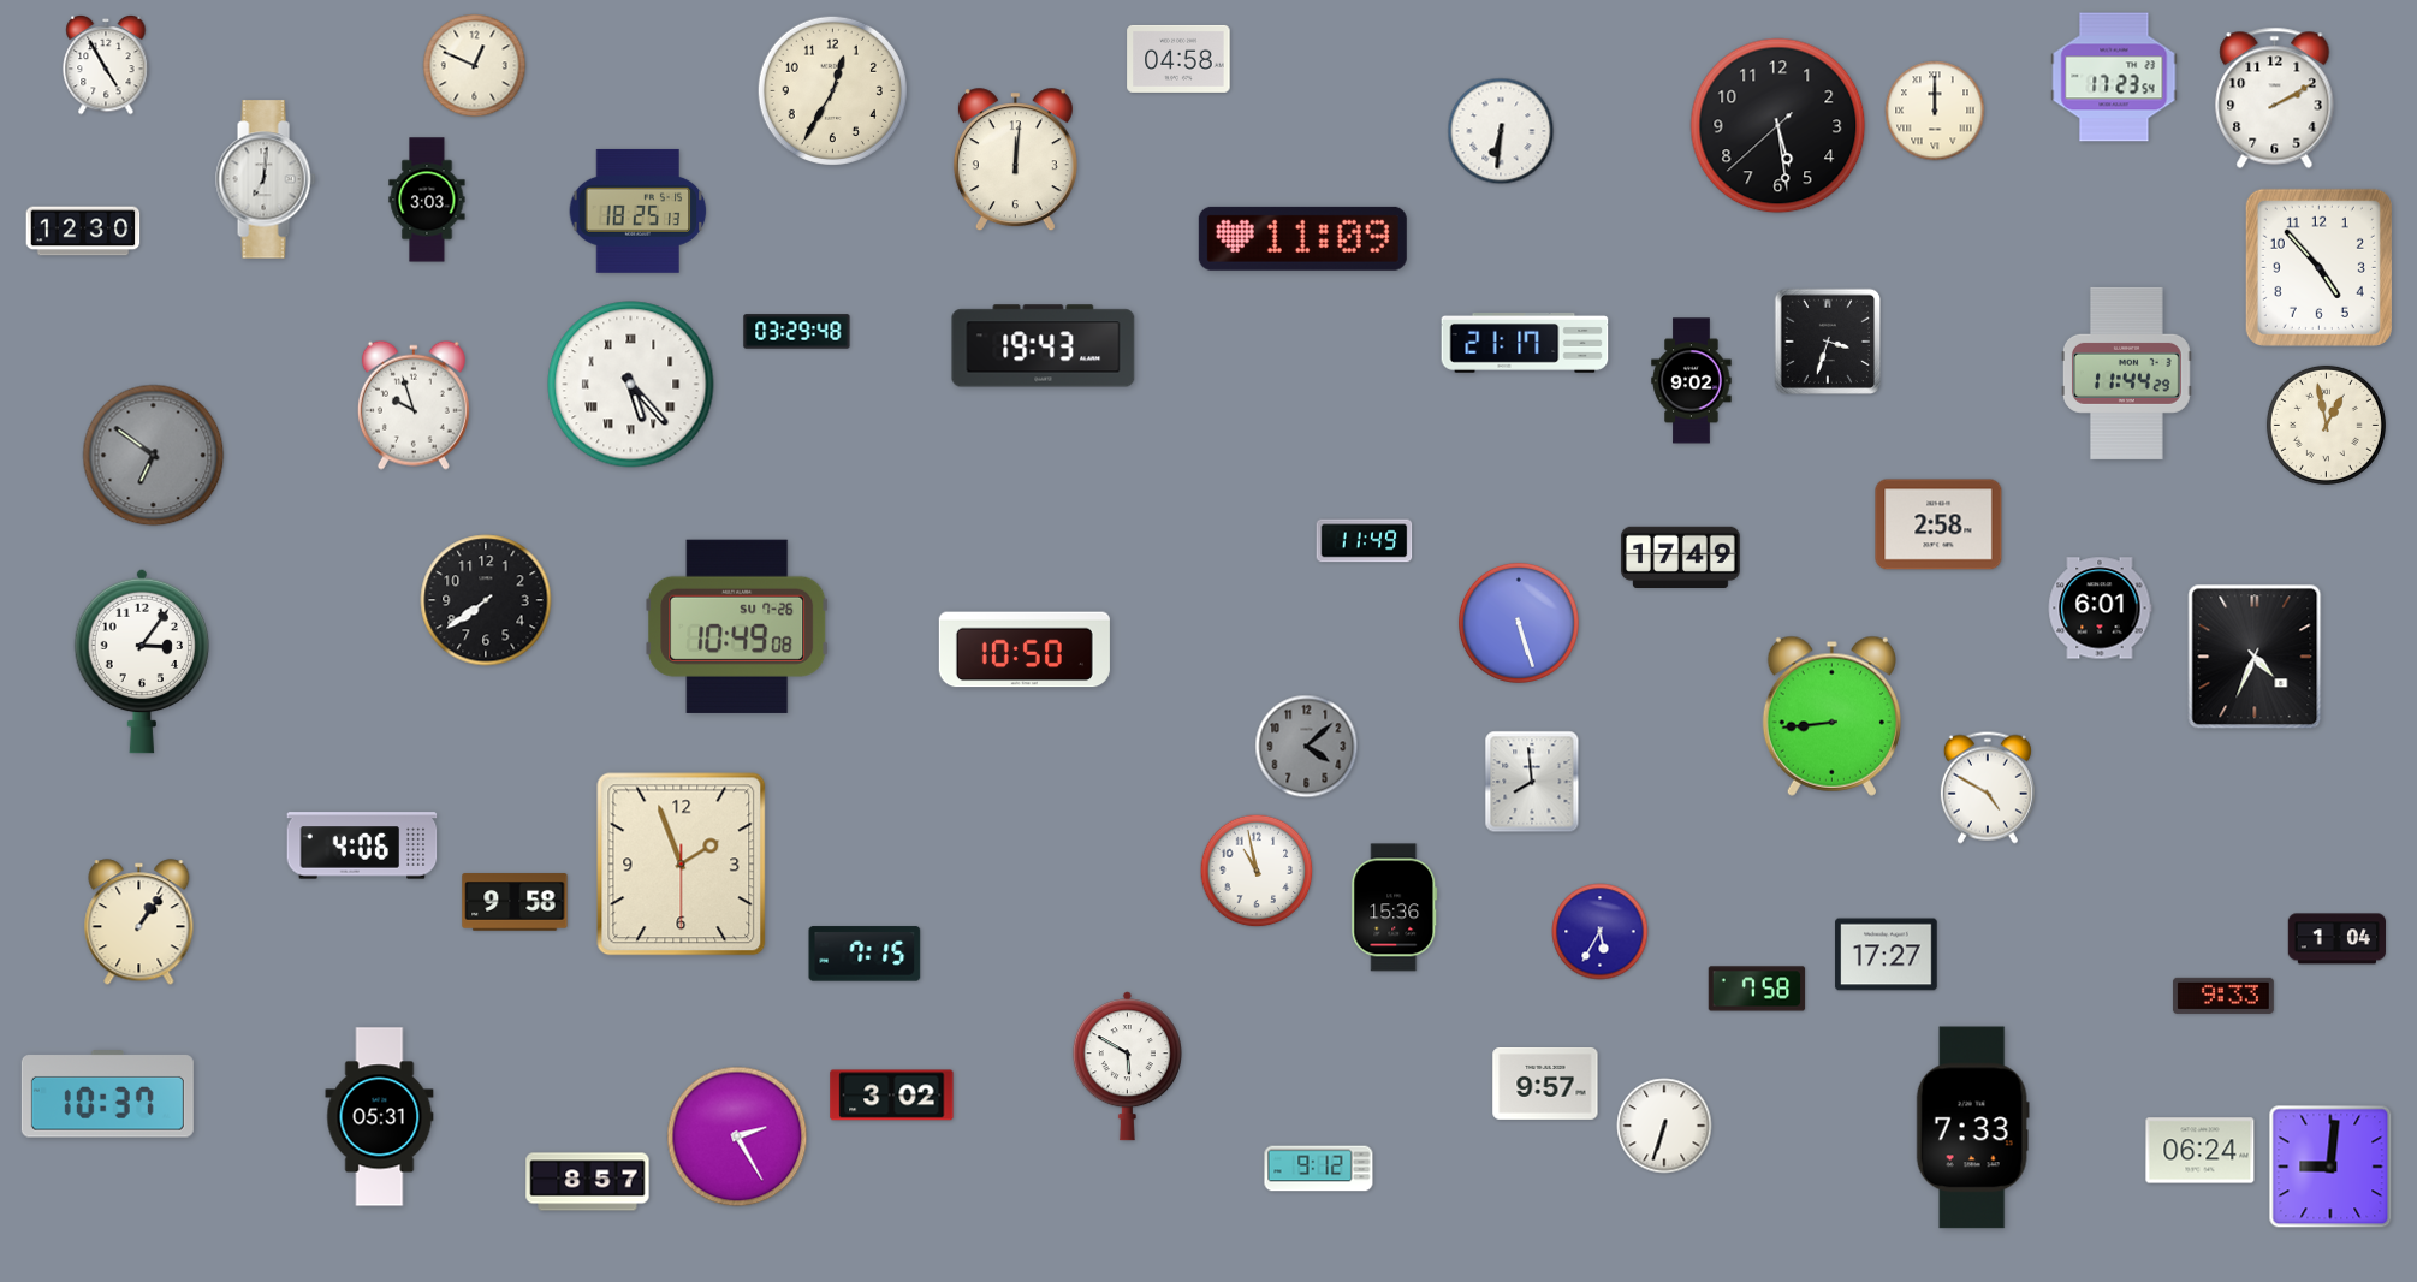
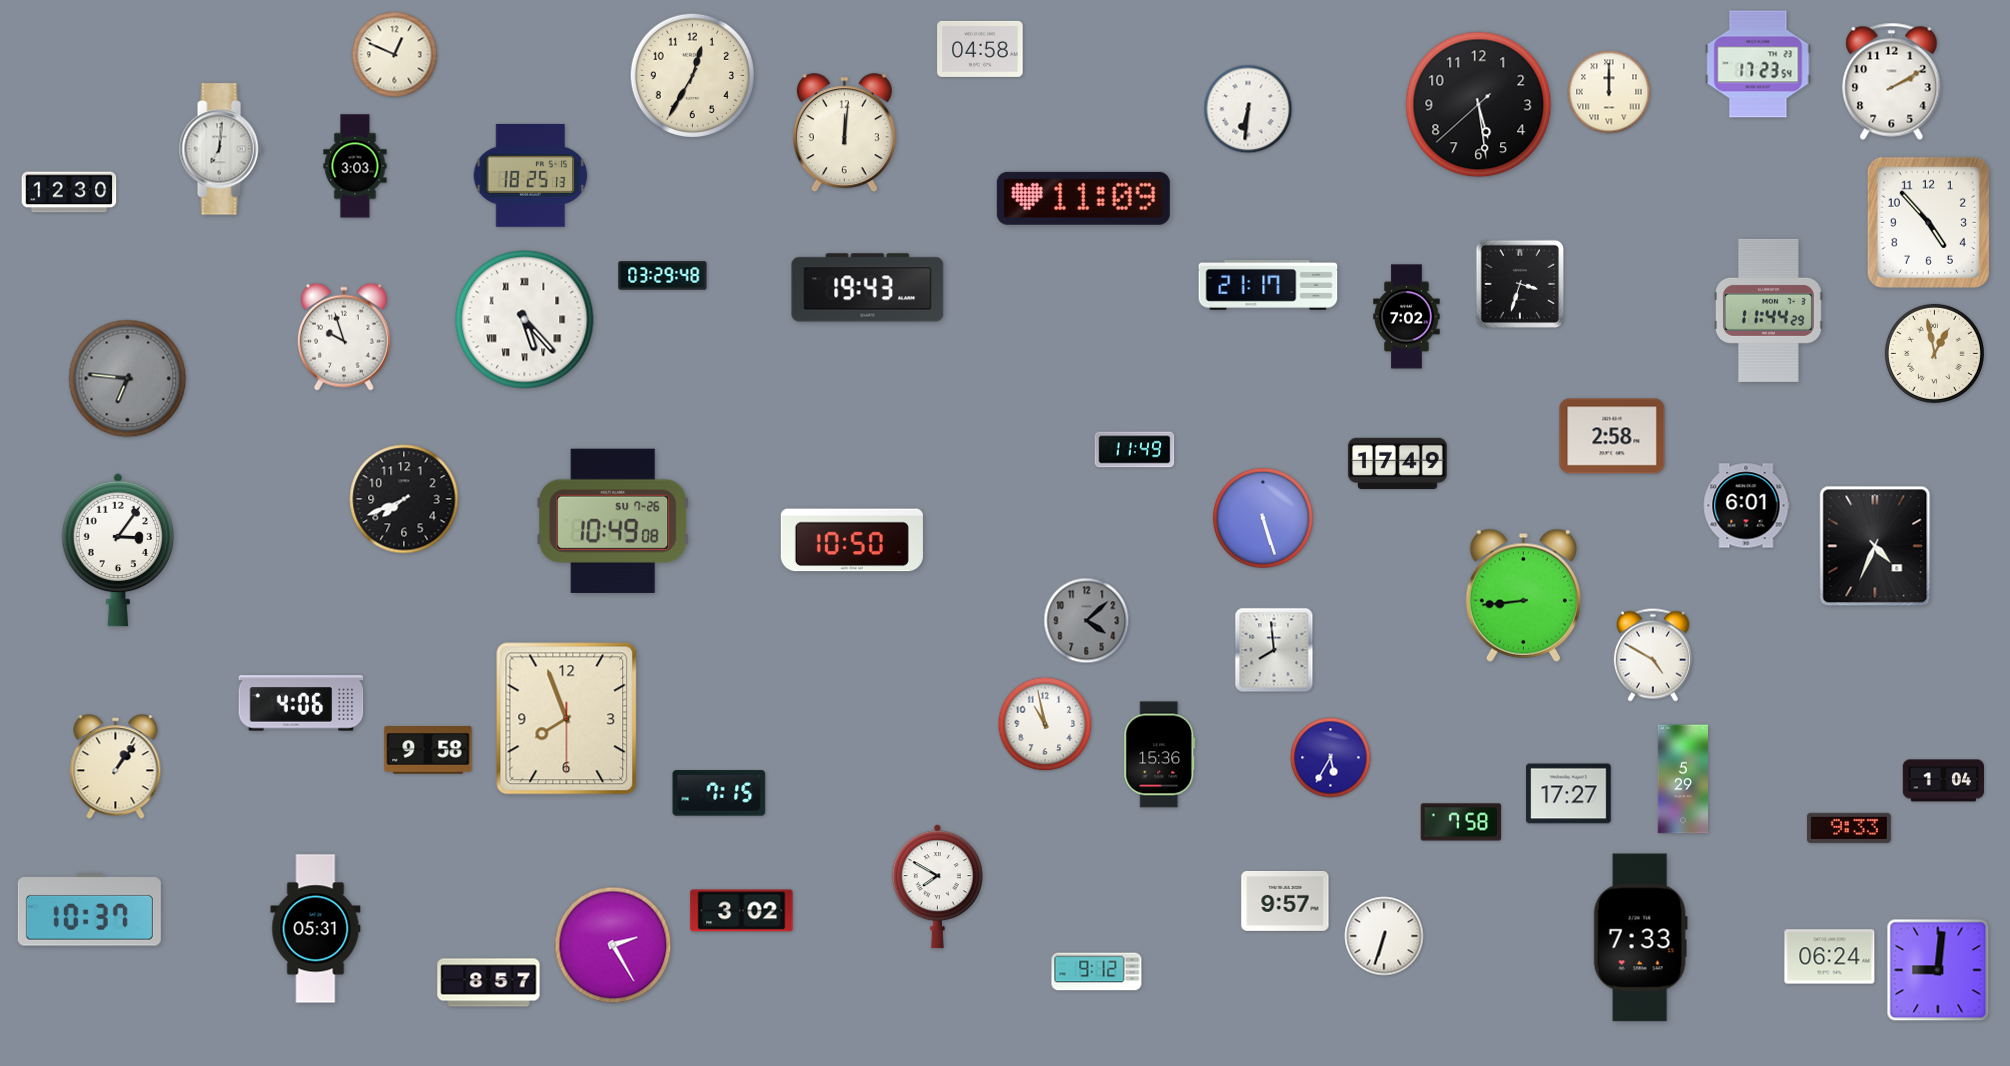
clock at (106, 65): 4:55 -> none
clock at (1692, 381): 9:02 -> 7:02
clock at (154, 456): 6:51 -> 6:46
clock at (486, 600): 7:39 -> 7:41
clock at (682, 865): 1:56 -> 7:56
clock at (1601, 932) position: (1601, 932) -> (1331, 758)
clock at (1682, 779): none -> 5:29
clock at (1127, 1067): 5:50 -> 7:50
